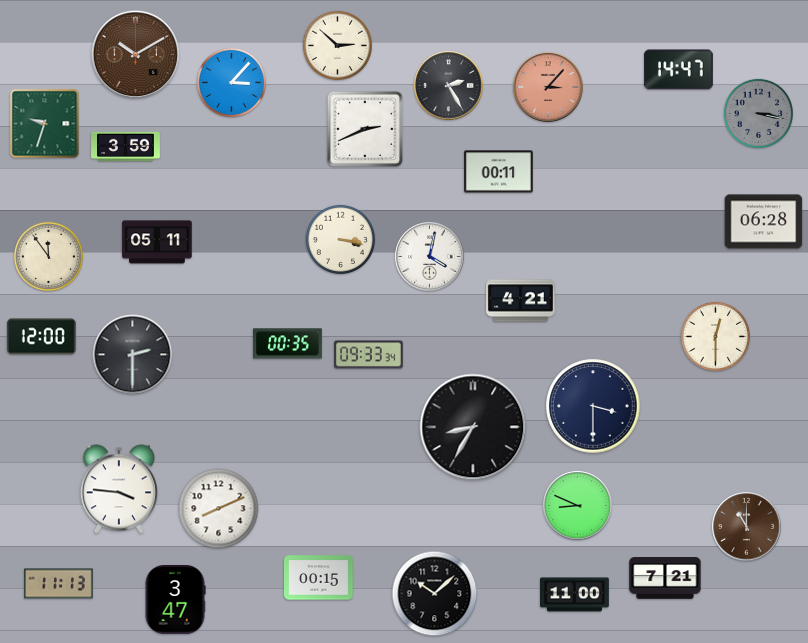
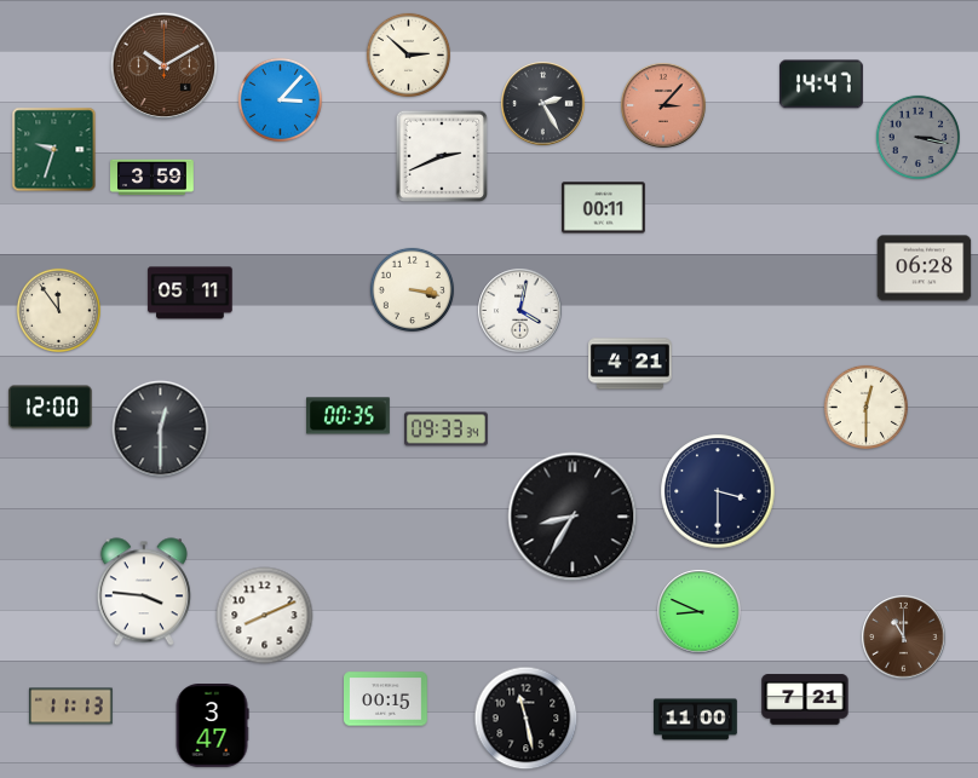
clock at (133, 355): 2:30 -> 12:30
clock at (435, 594): 10:08 -> 11:28
